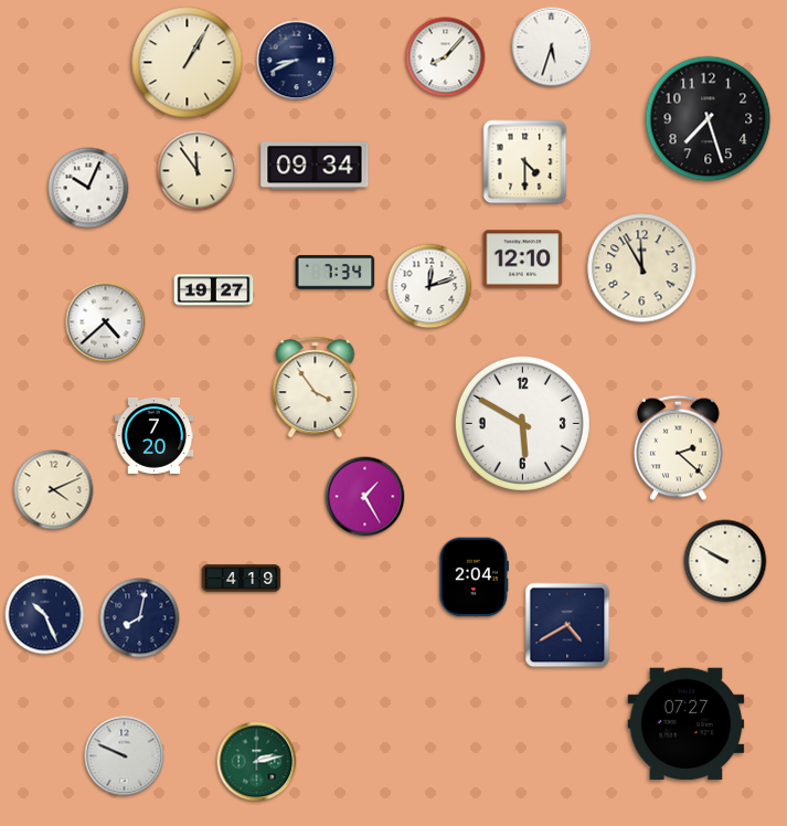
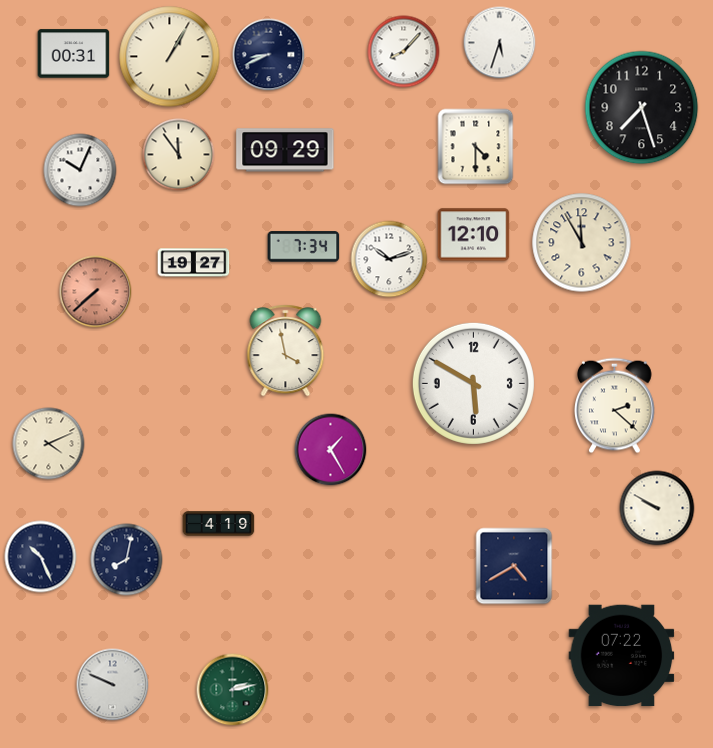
clock at (74, 54): none -> 00:31
clock at (315, 166): 09:34 -> 09:29
clock at (429, 286): 12:12 -> 10:12
clock at (106, 322): 4:38 -> 7:38
clock at (106, 322) dial: white -> salmon
clock at (316, 388): 3:54 -> 3:58
clock at (155, 435): 7:20 -> none
clock at (475, 578): 2:04 -> none
clock at (687, 724): 07:27 -> 07:22
